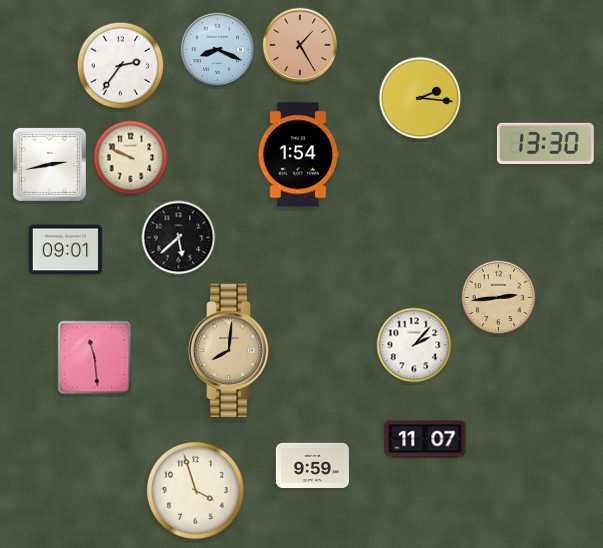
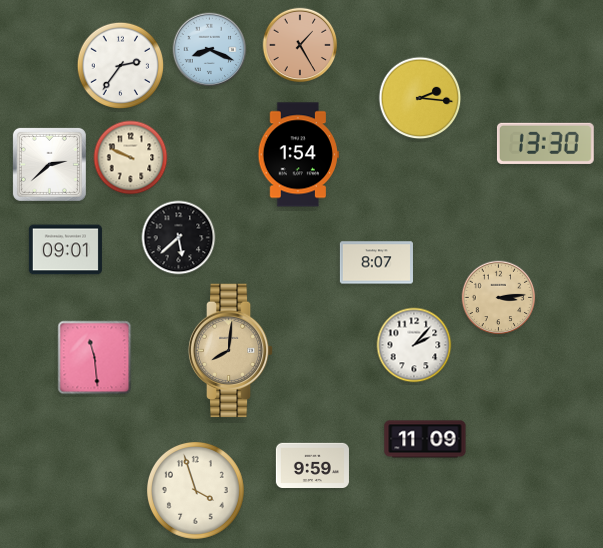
clock at (218, 50) position: (218, 50) -> (210, 50)
clock at (49, 164): 2:43 -> 2:38
clock at (376, 263): none -> 8:07
clock at (499, 298): 2:44 -> 3:14
clock at (425, 439): 11:07 -> 11:09
